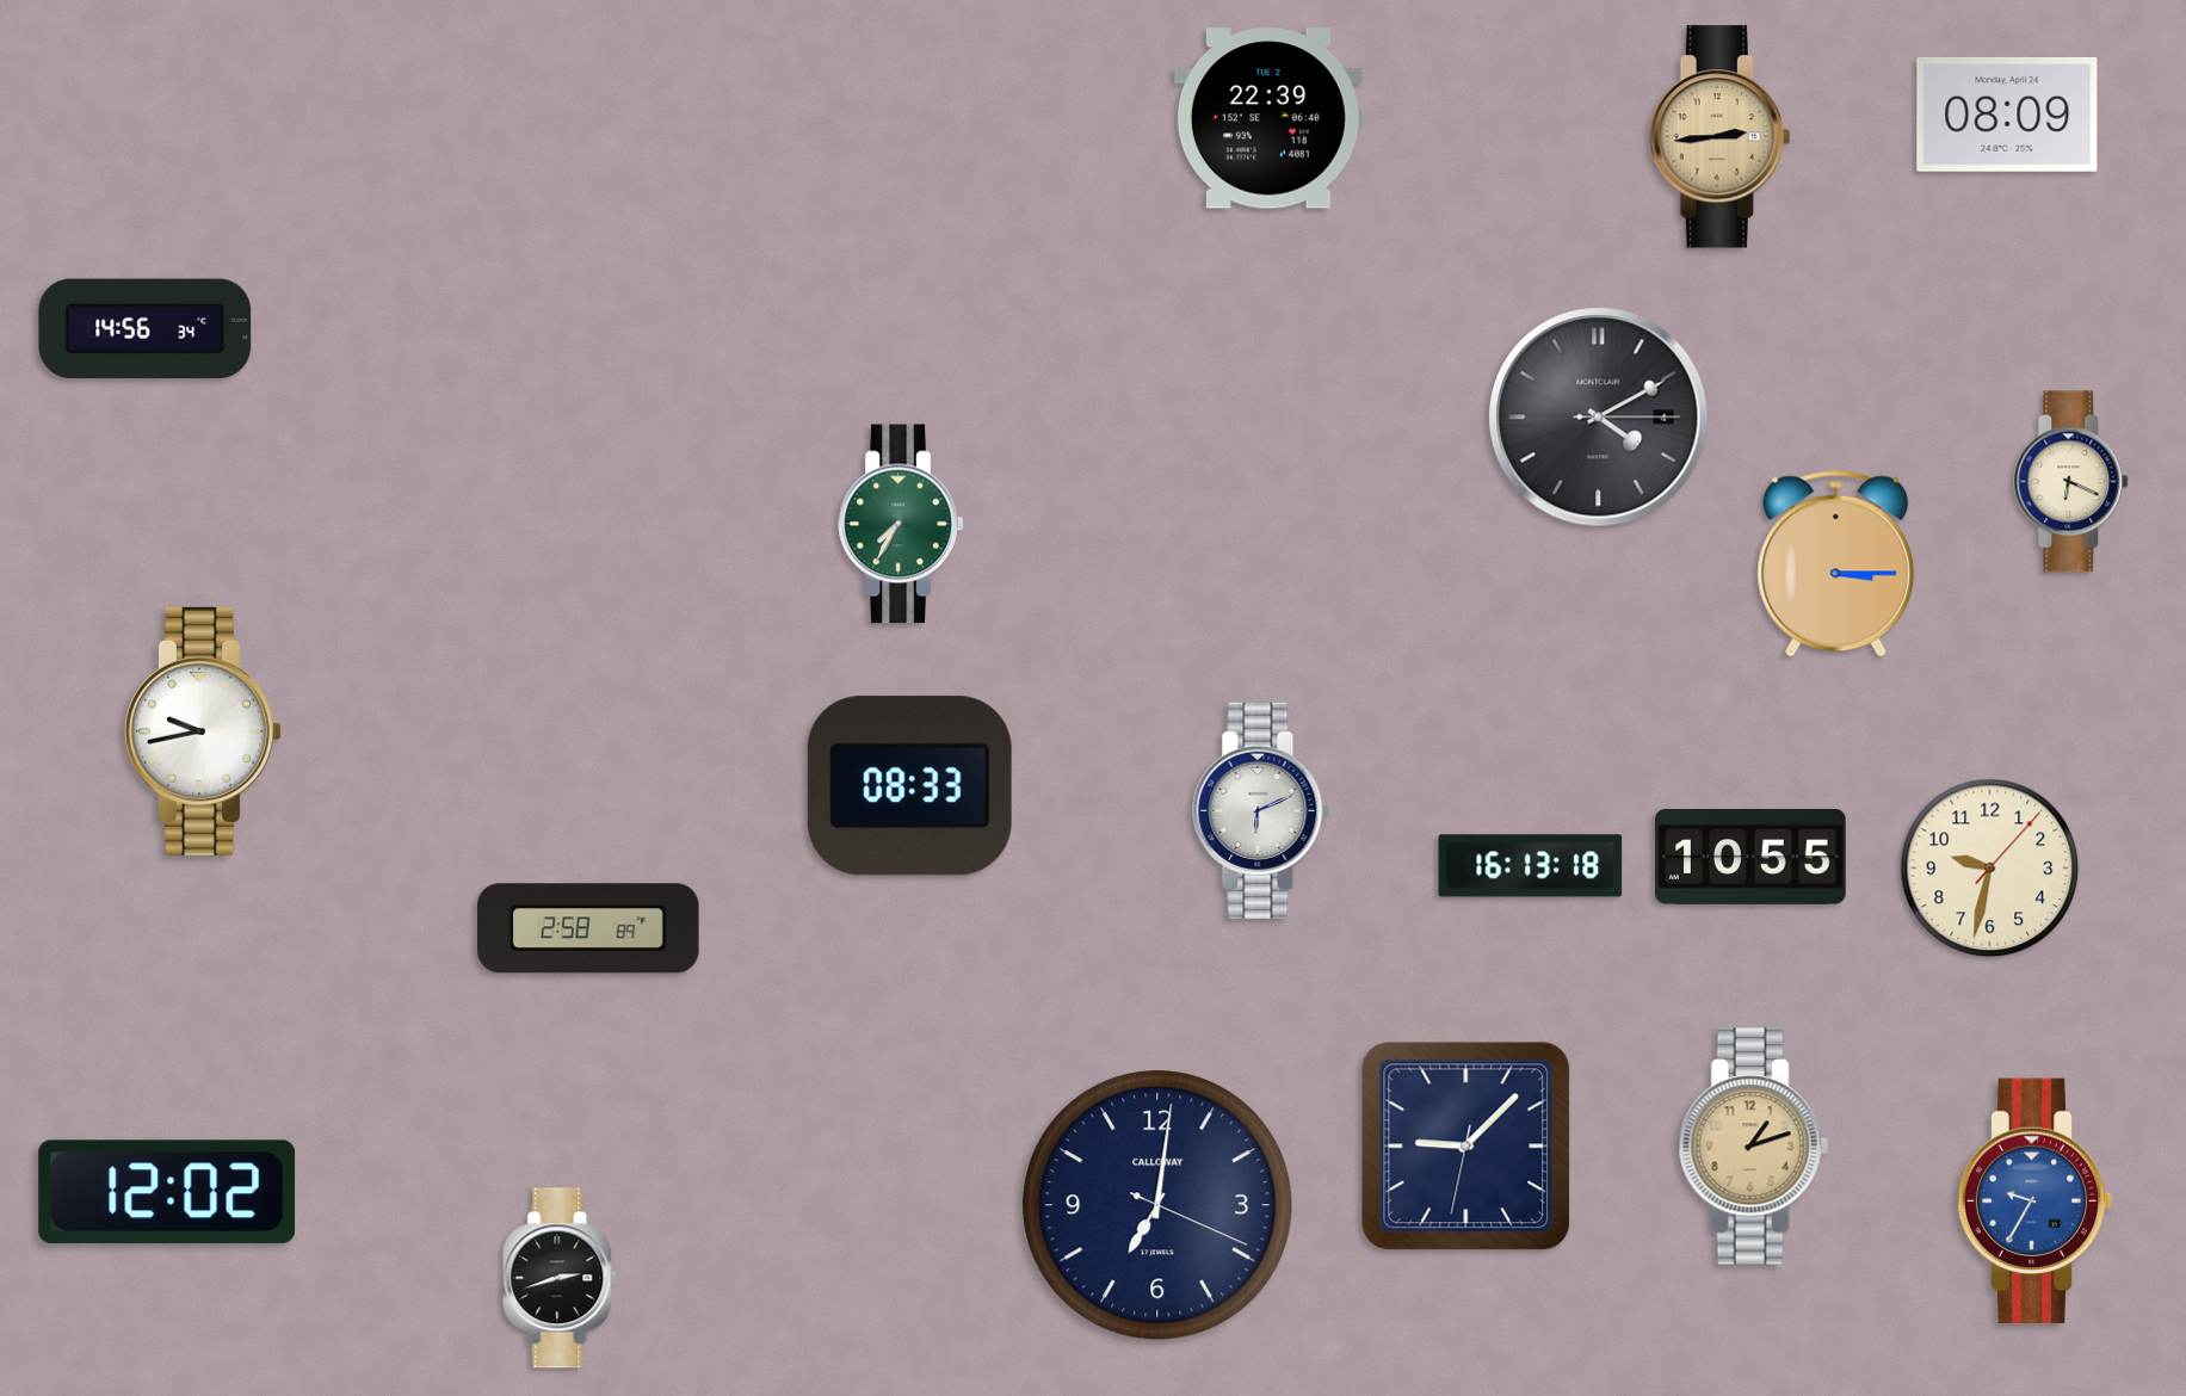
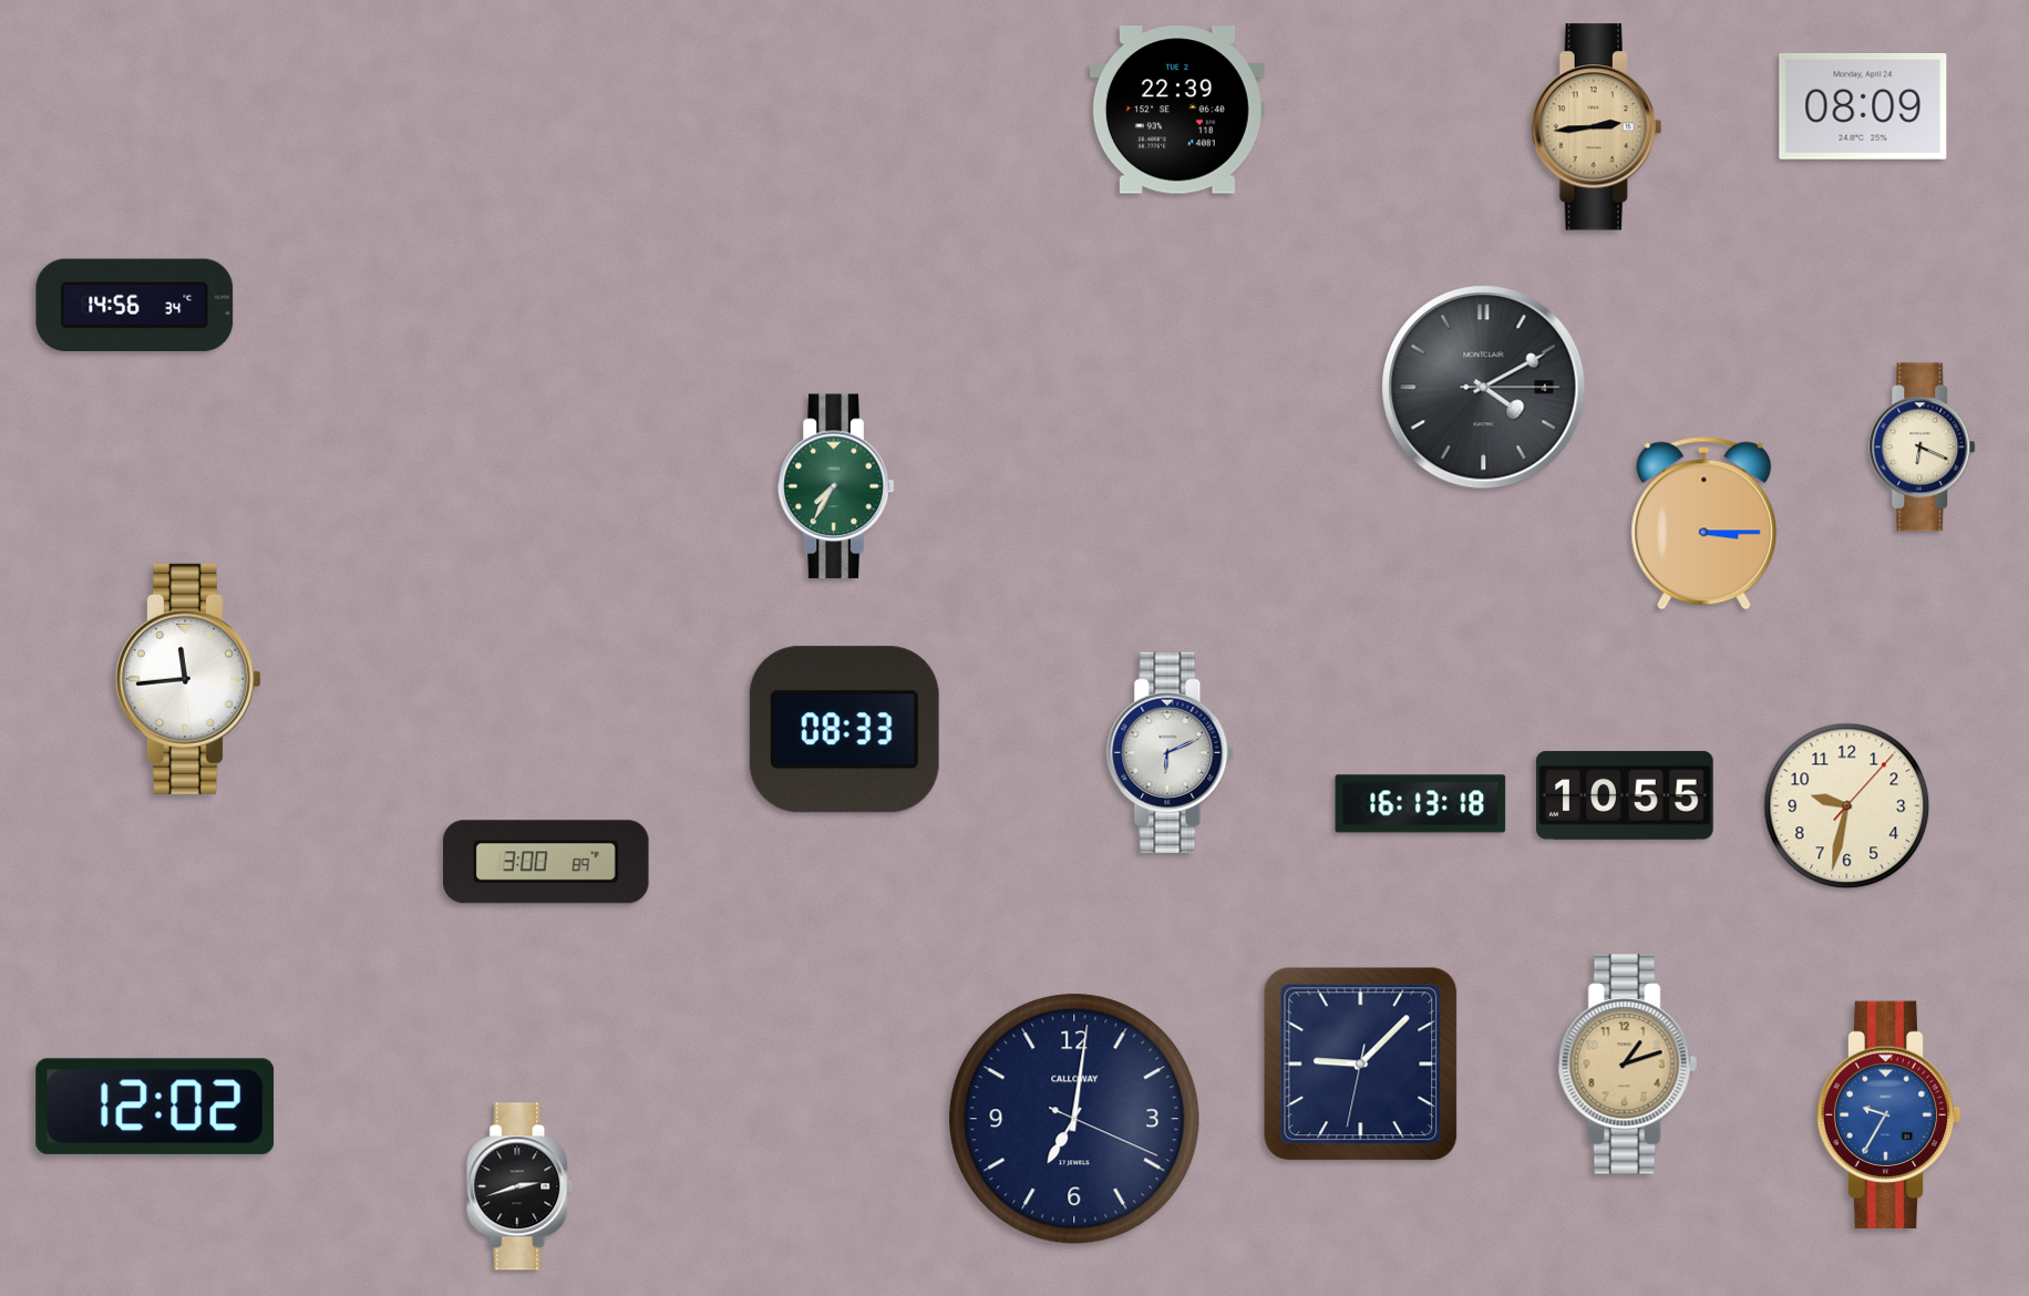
clock at (203, 731): 9:43 -> 11:44
clock at (588, 928): 2:58 -> 3:00
